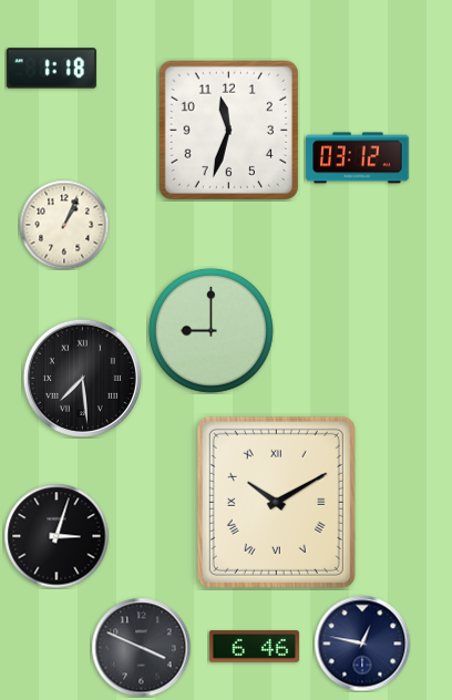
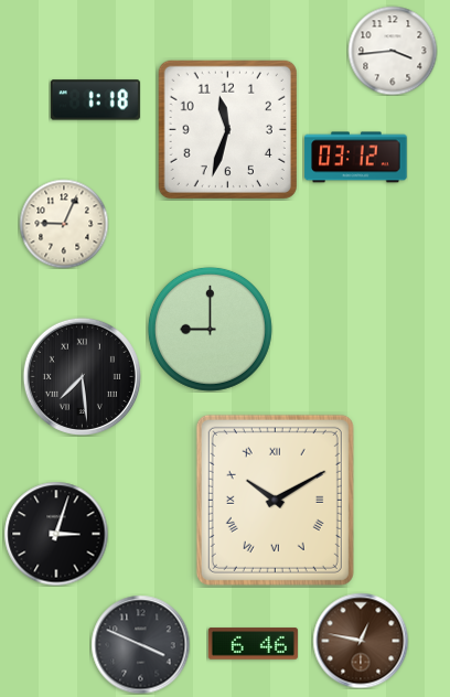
clock at (393, 51): none -> 3:44
clock at (51, 69) position: (51, 69) -> (95, 100)
clock at (64, 225): 1:04 -> 9:04
clock at (362, 644) dial: navy -> brown
